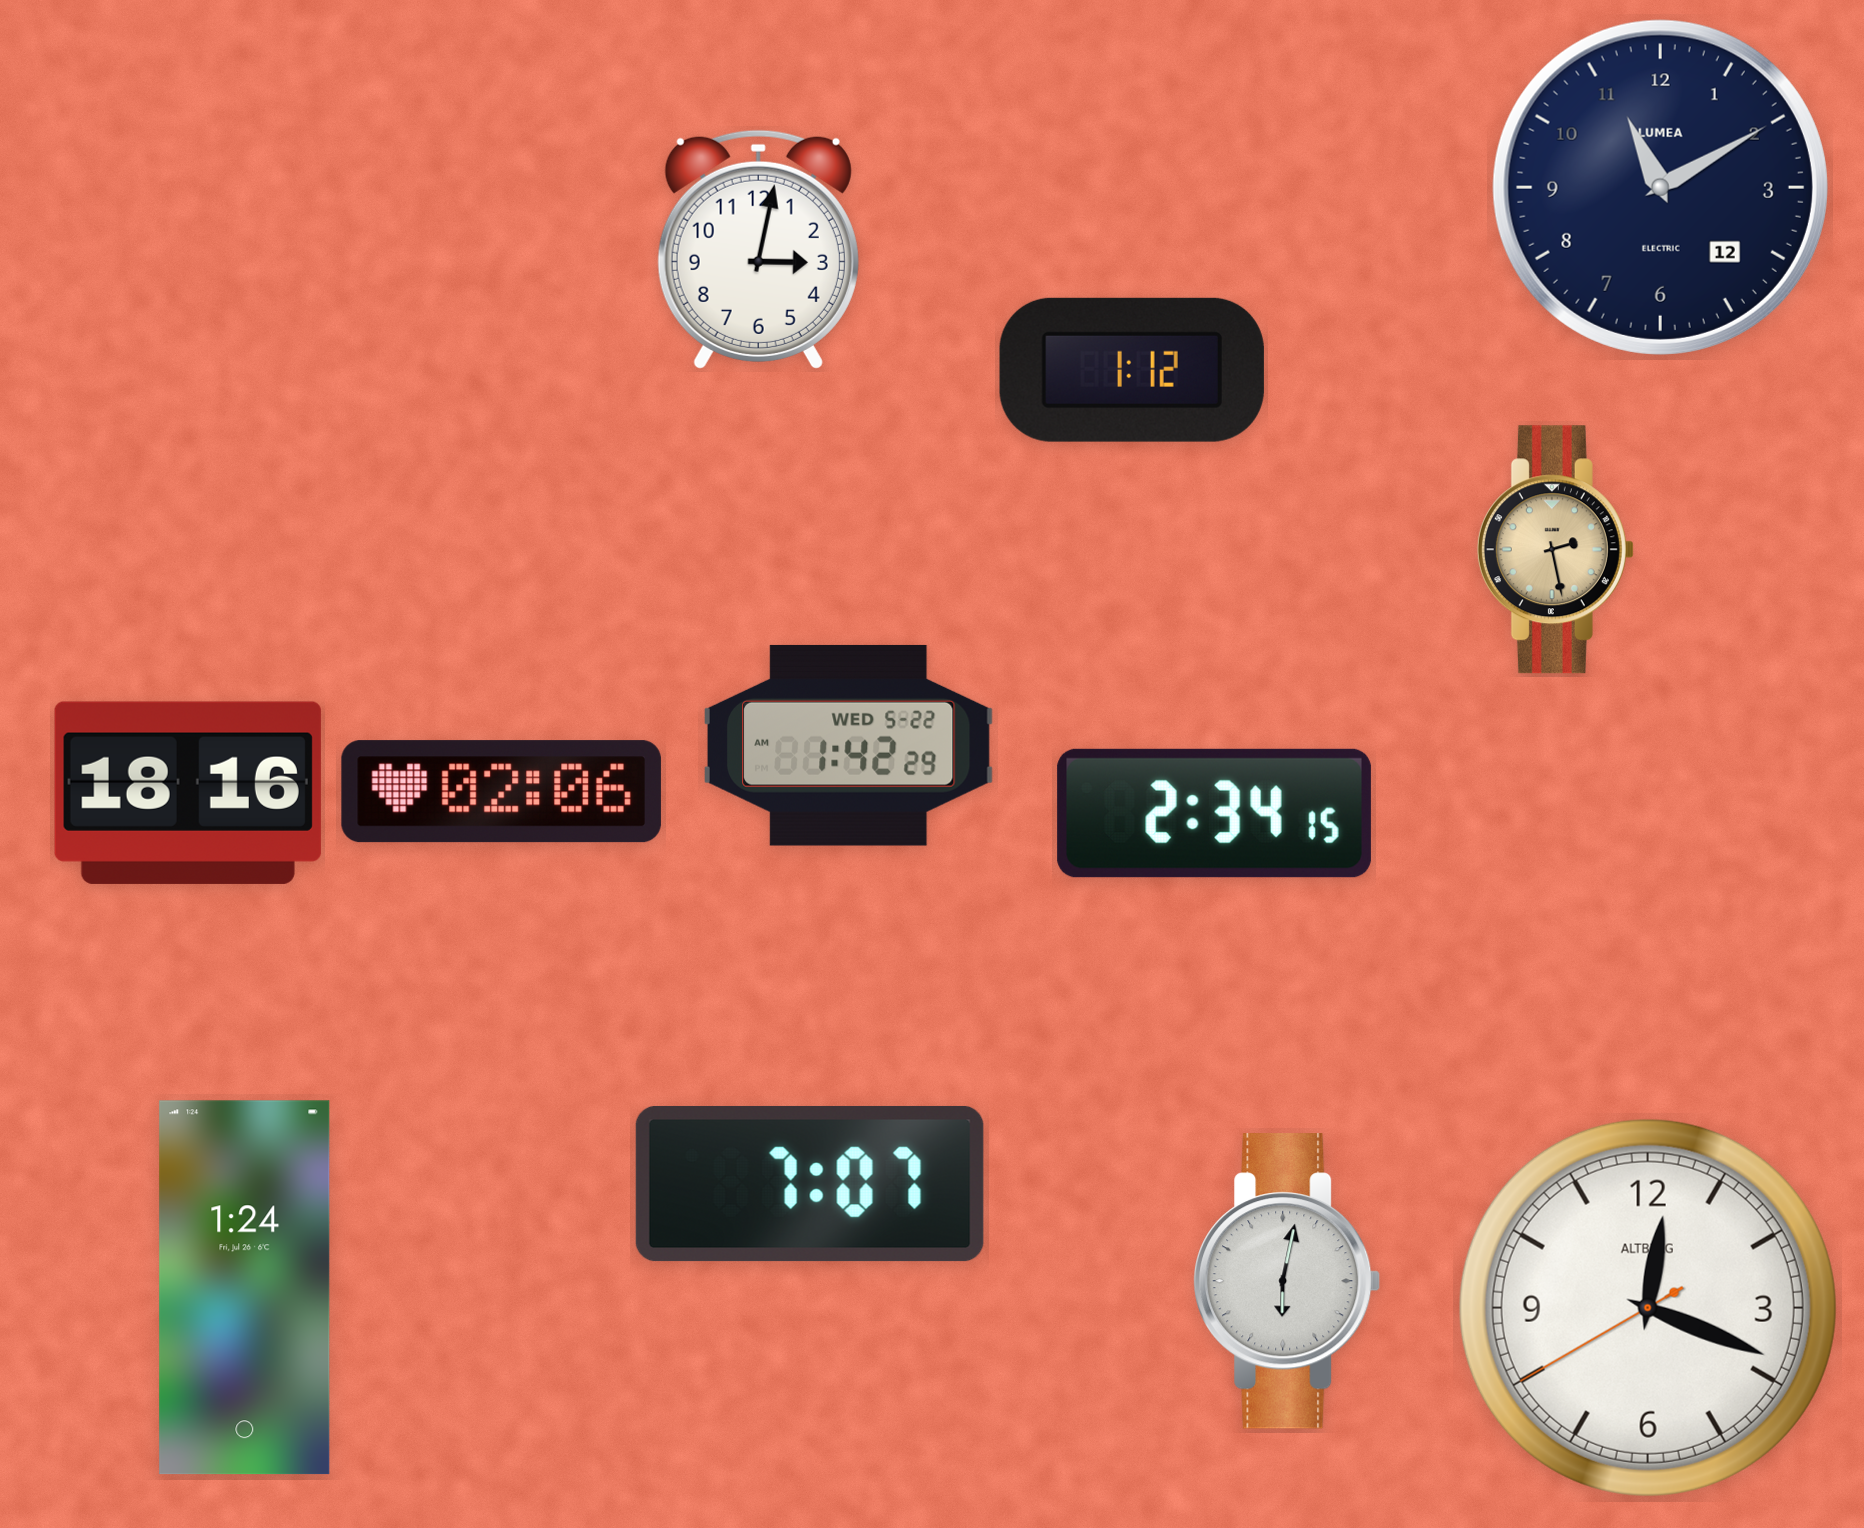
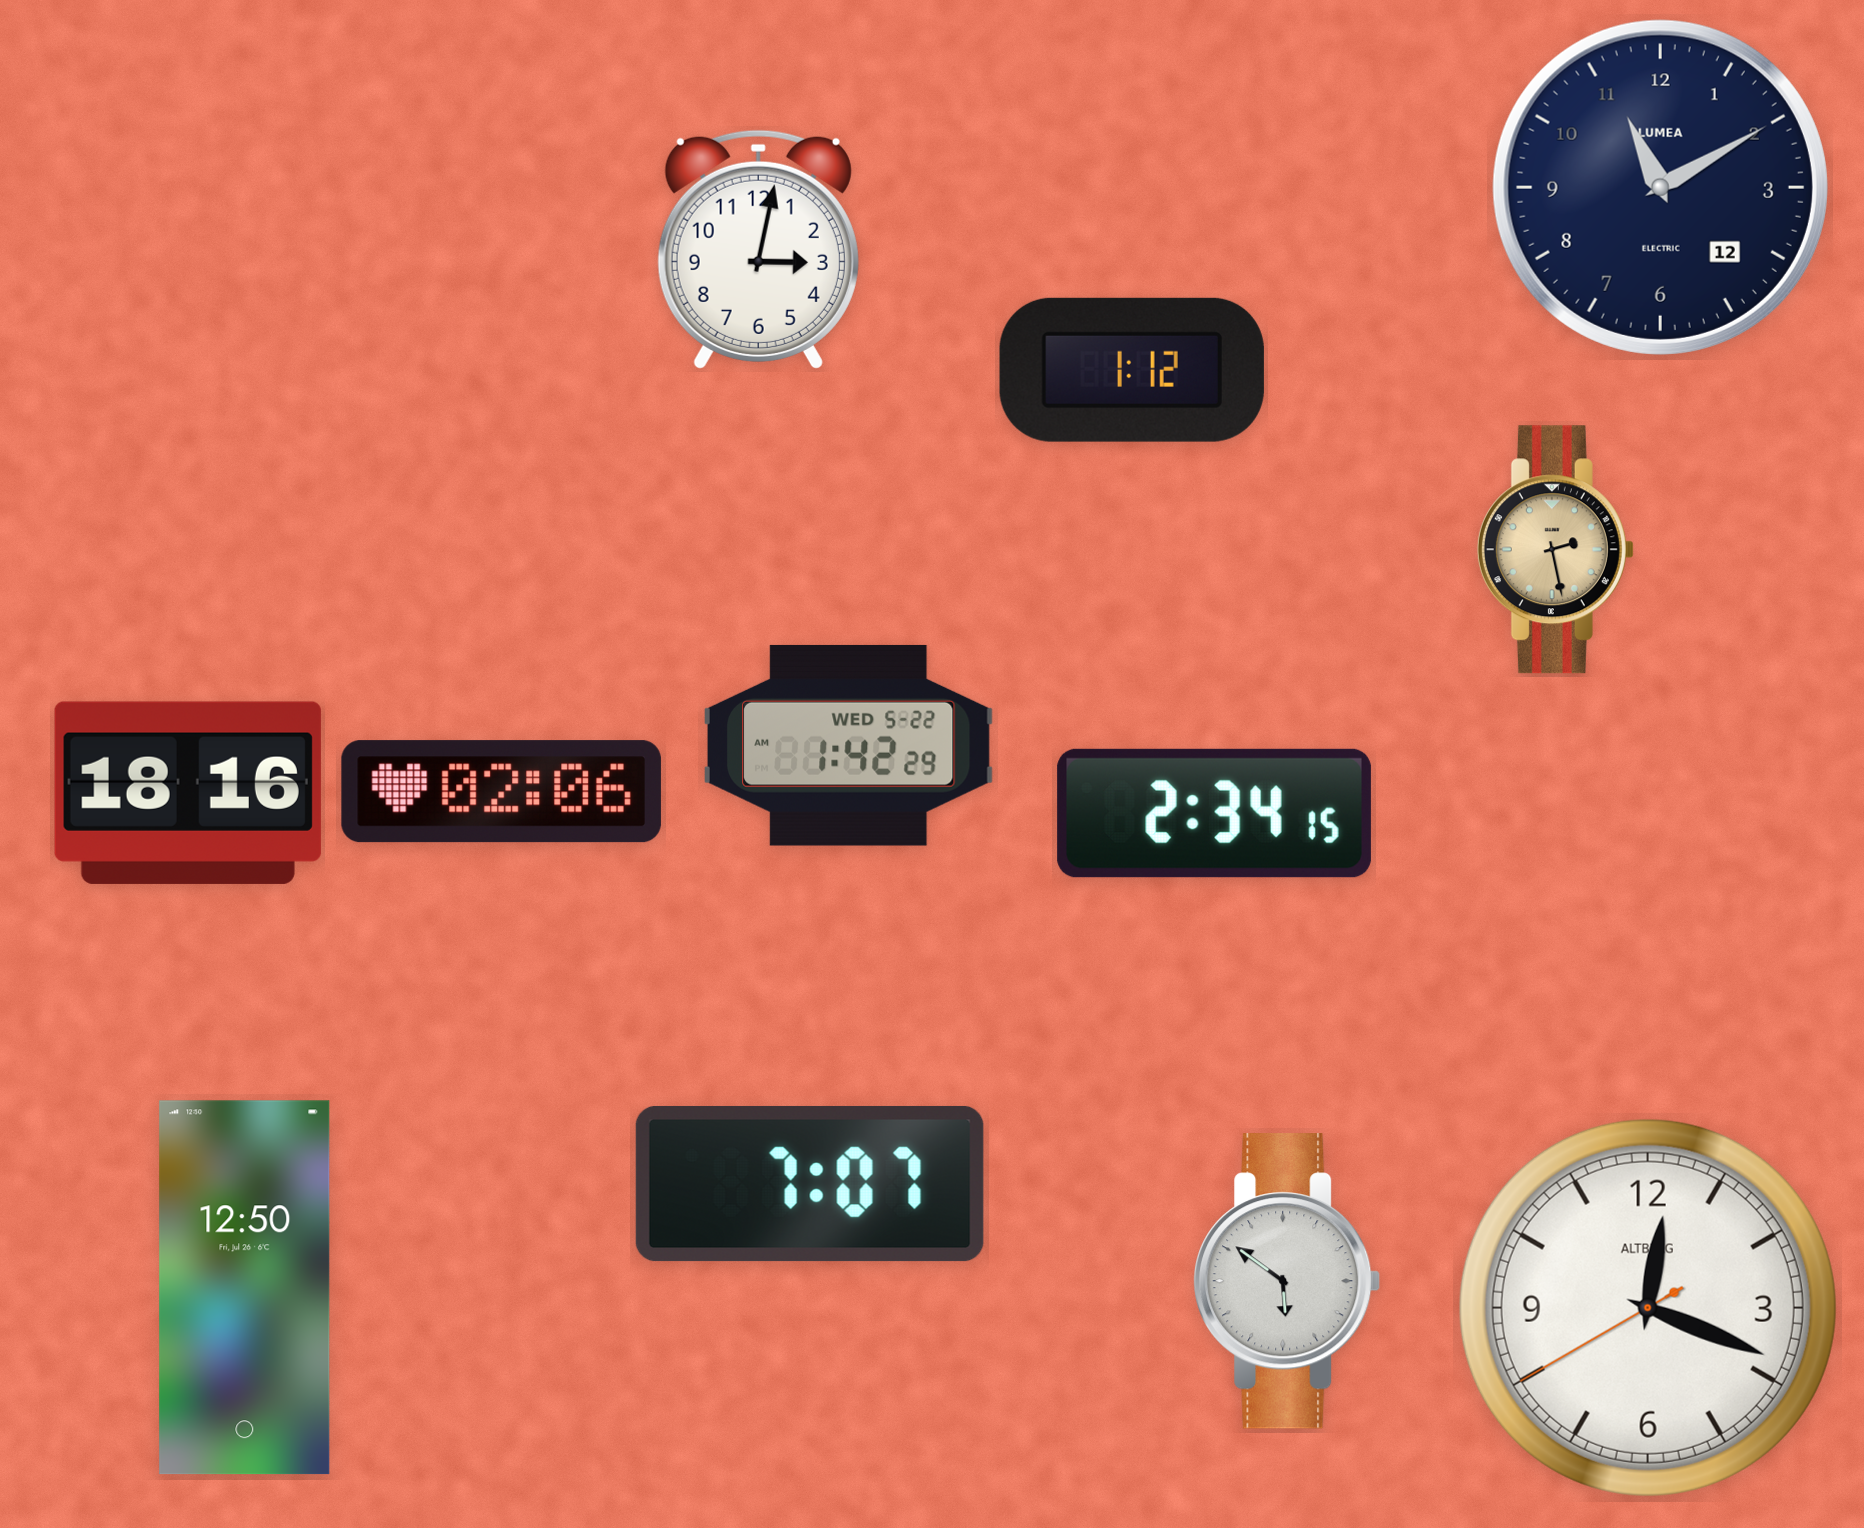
clock at (1287, 1281): 6:02 -> 5:51
clock at (245, 1288): 1:24 -> 12:50
